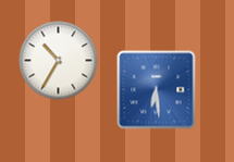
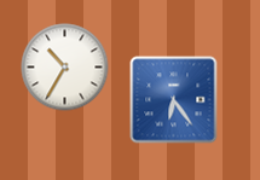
clock at (157, 90): 6:29 -> 6:24
